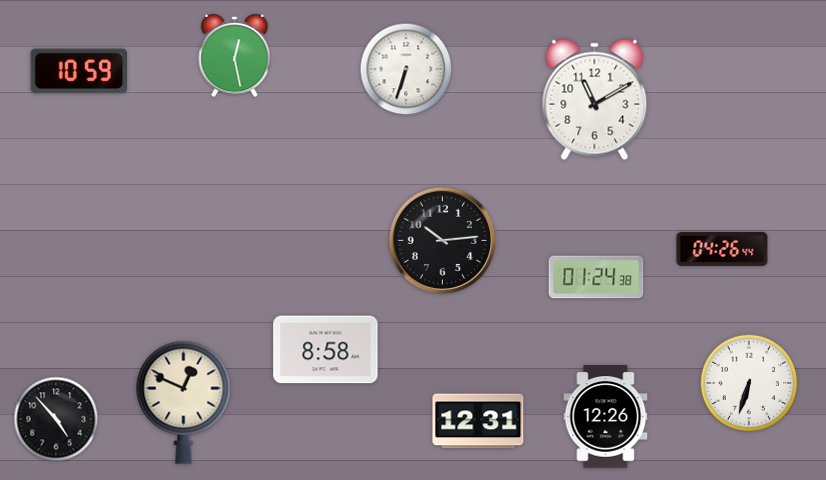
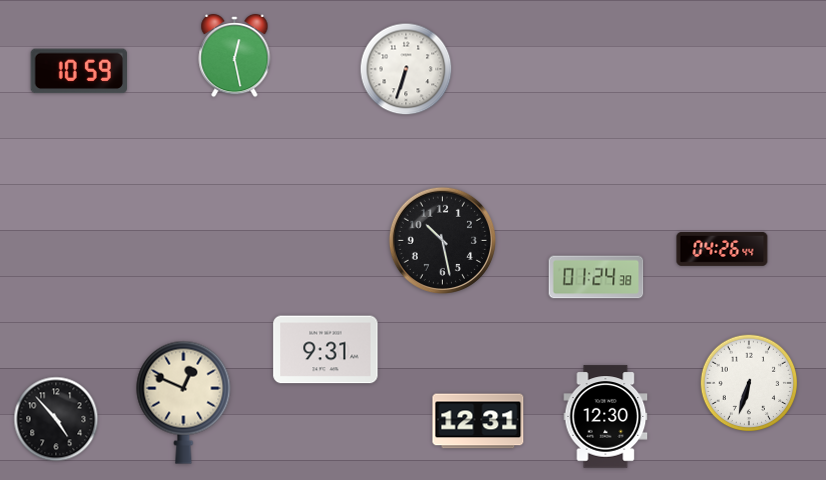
clock at (595, 100): 11:10 -> none
clock at (442, 240): 10:14 -> 10:28
clock at (326, 350): 8:58 -> 9:31
clock at (606, 417): 12:26 -> 12:30
